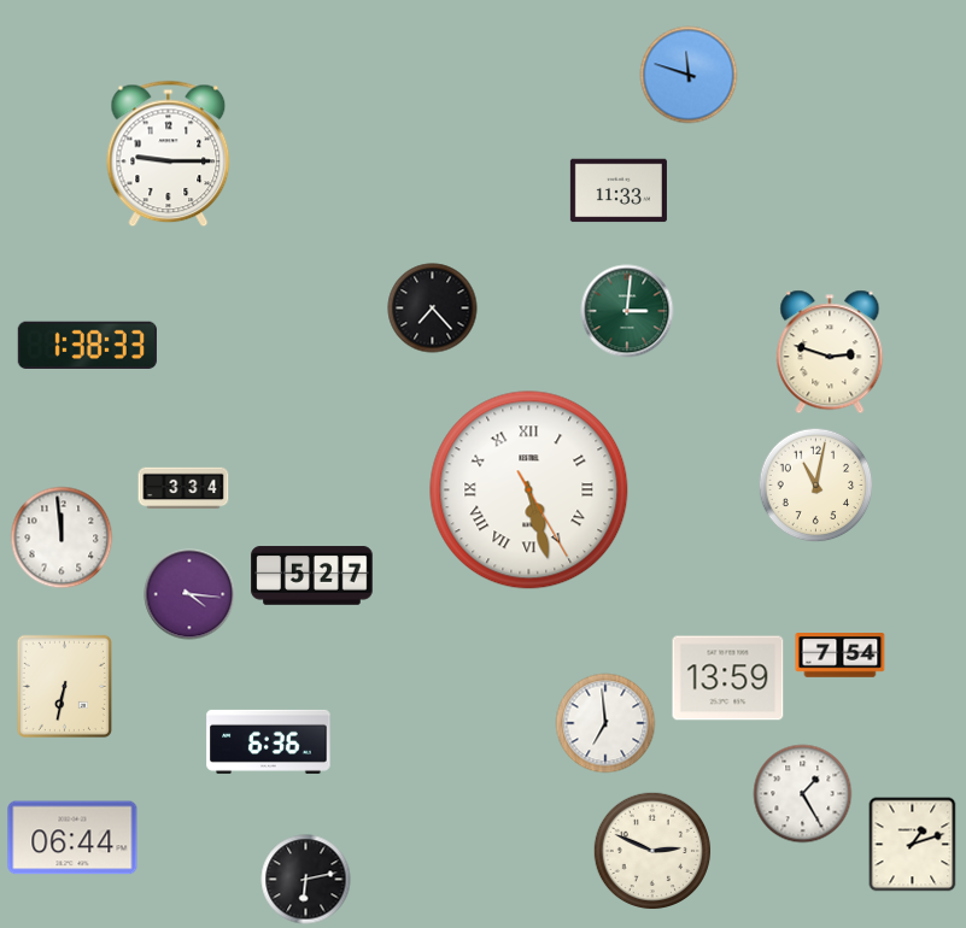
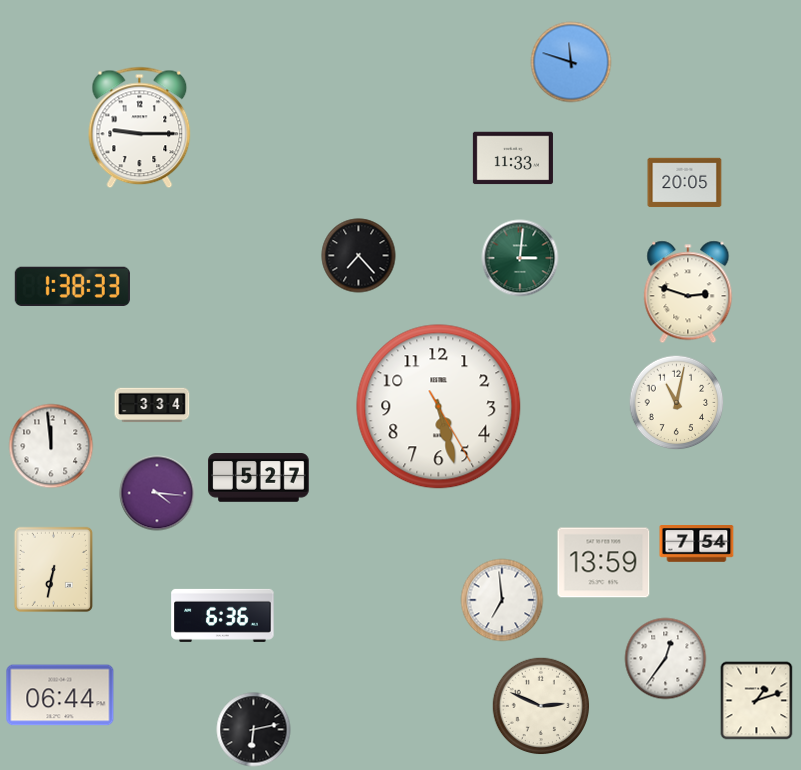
clock at (685, 183): none -> 20:05
clock at (529, 491) numerals: Roman -> Arabic
clock at (803, 794): 1:25 -> 12:36
